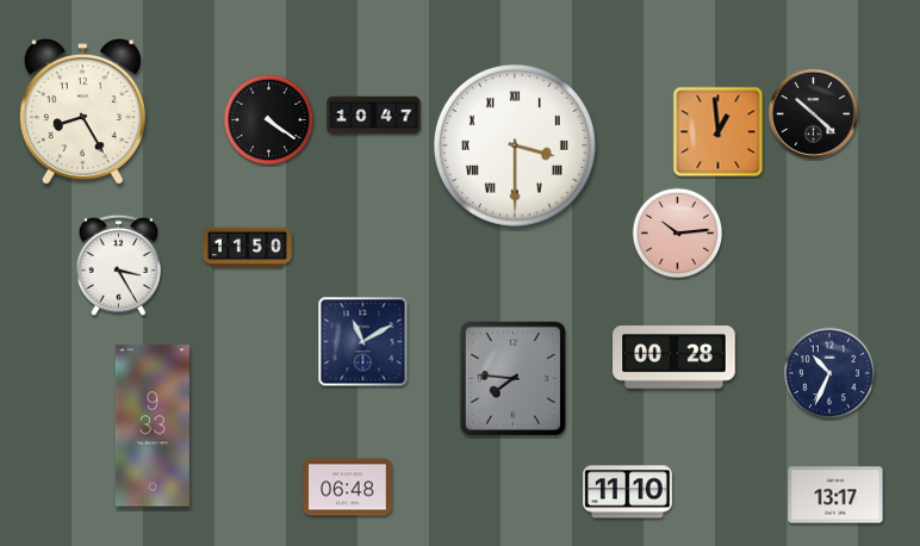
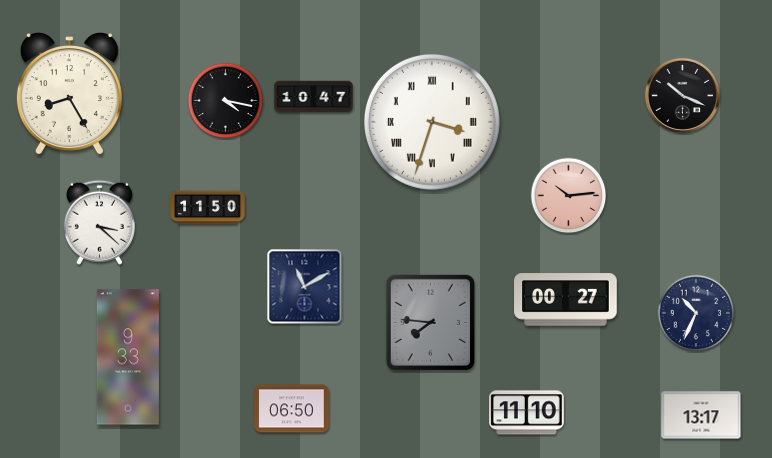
clock at (813, 113): 10:22 -> 10:19
clock at (269, 120): 4:21 -> 4:17
clock at (719, 132): 12:59 -> none
clock at (515, 145): 3:30 -> 3:33
clock at (118, 265): 3:25 -> 3:22
clock at (675, 358): 00:28 -> 00:27
clock at (512, 378) position: (512, 378) -> (430, 322)
clock at (348, 488): 06:48 -> 06:50
